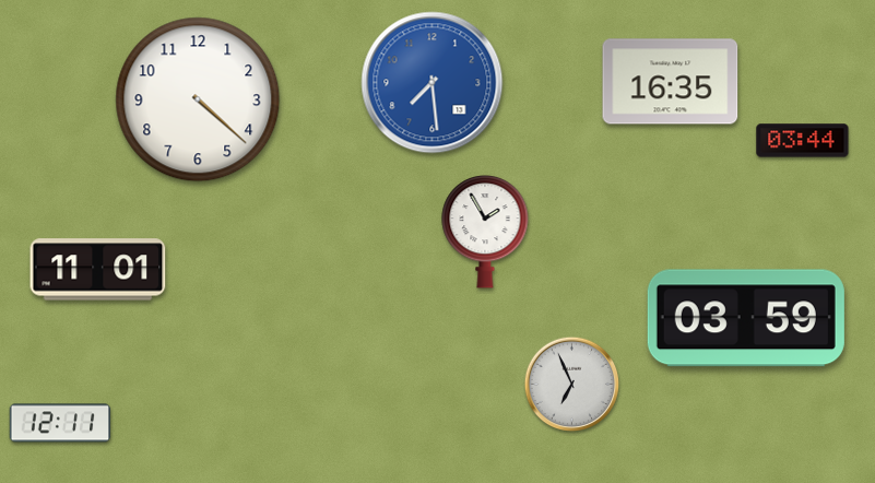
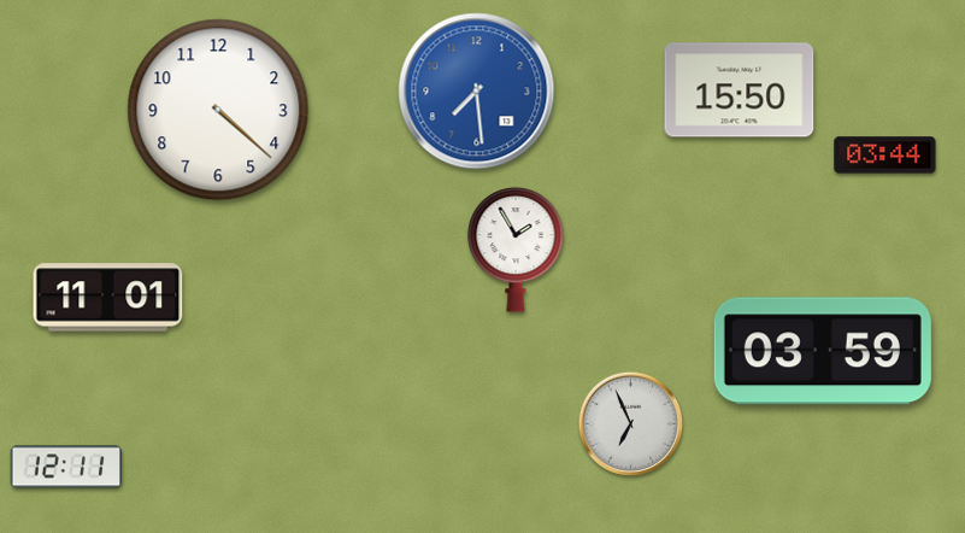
clock at (671, 82): 16:35 -> 15:50
clock at (485, 232) position: (485, 232) -> (516, 250)
